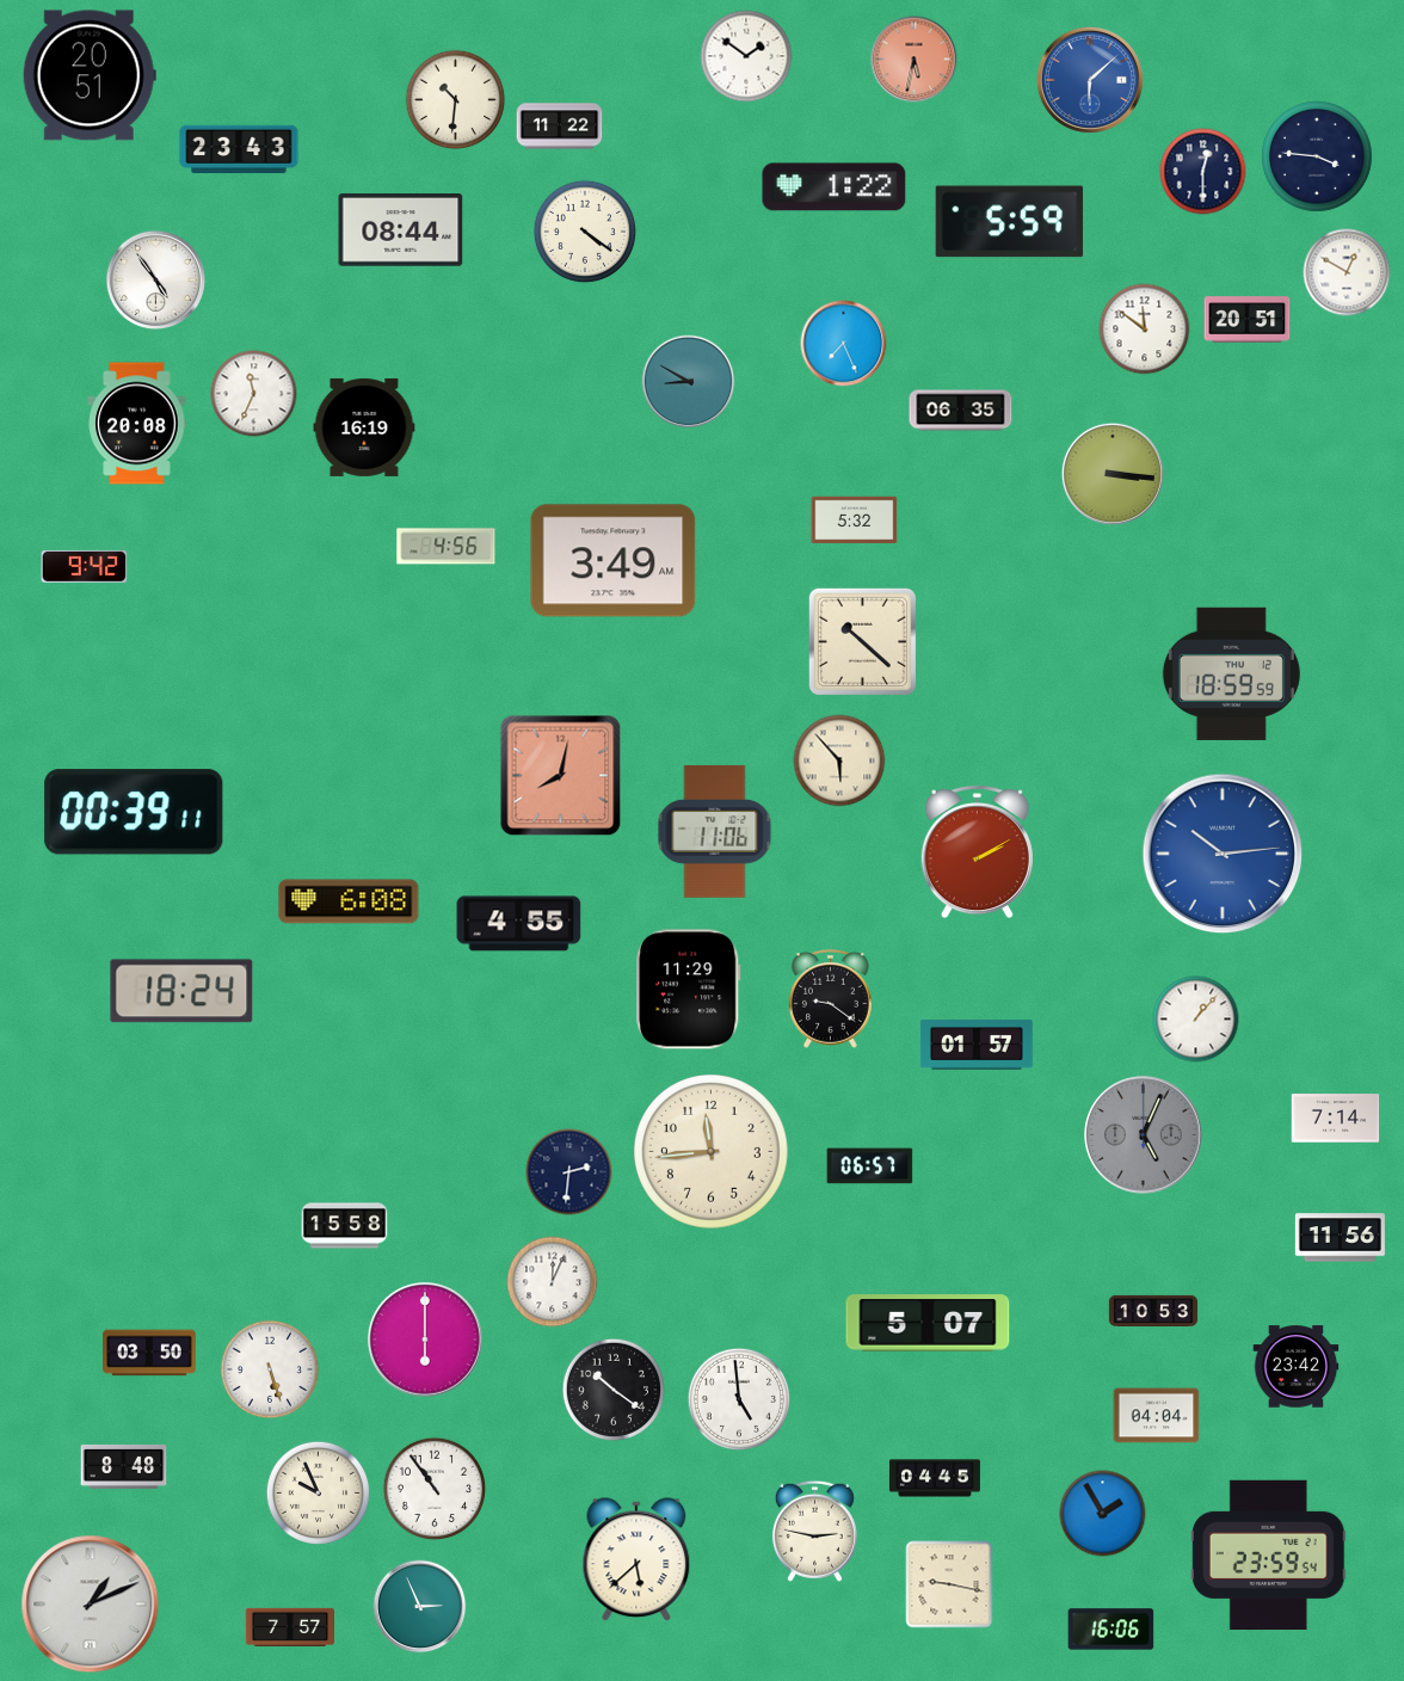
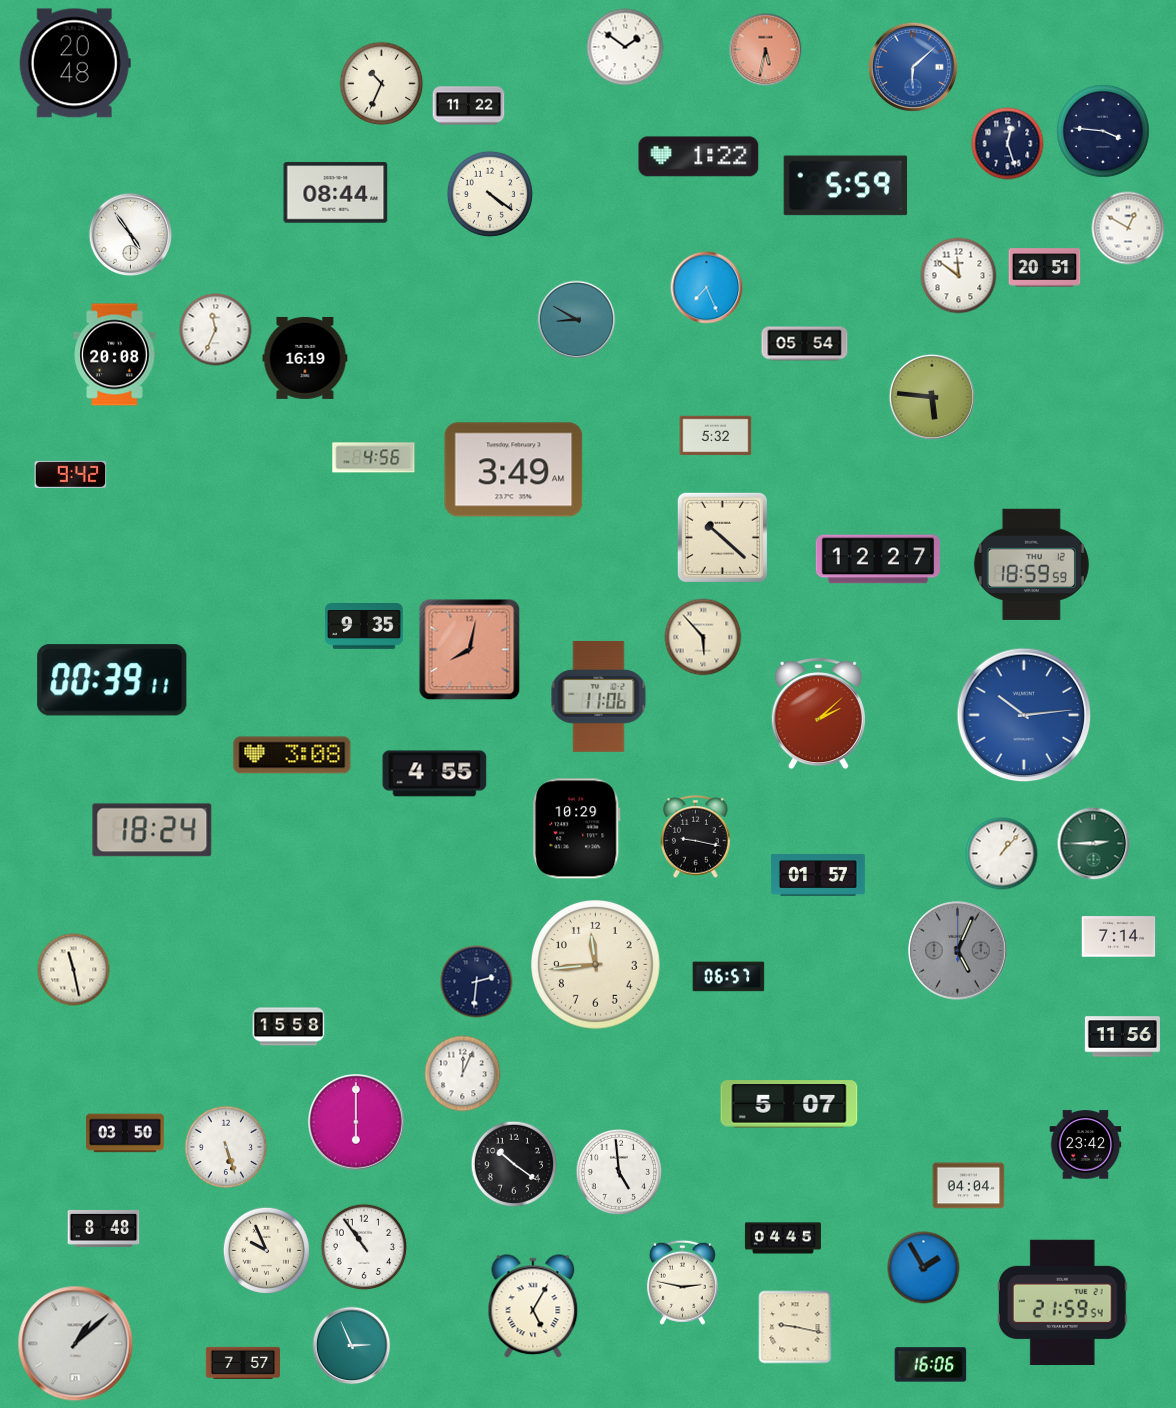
clock at (90, 75): 20:51 -> 20:48
clock at (456, 100): 10:31 -> 10:34
clock at (239, 149): 23:43 -> none
clock at (1203, 172): 12:30 -> 12:27
clock at (254, 394) position: (254, 394) -> (216, 330)
clock at (961, 411): 06:35 -> 05:54
clock at (1113, 474): 3:16 -> 5:46
clock at (877, 559): none -> 12:27
clock at (364, 627): none -> 9:35
clock at (977, 852): 2:10 -> 2:08
clock at (349, 901): 6:08 -> 3:08
clock at (689, 990): 11:29 -> 10:29
clock at (831, 998): 9:21 -> 9:17
clock at (1094, 844): none -> 2:45
clock at (74, 970): none -> 11:28
clock at (1153, 1310): 10:53 -> none
clock at (928, 1323) position: (928, 1323) -> (789, 1104)
clock at (1268, 1554): 23:59 -> 21:59
clock at (636, 1560): 5:38 -> 5:05
clock at (91, 1605): 1:11 -> 1:08
